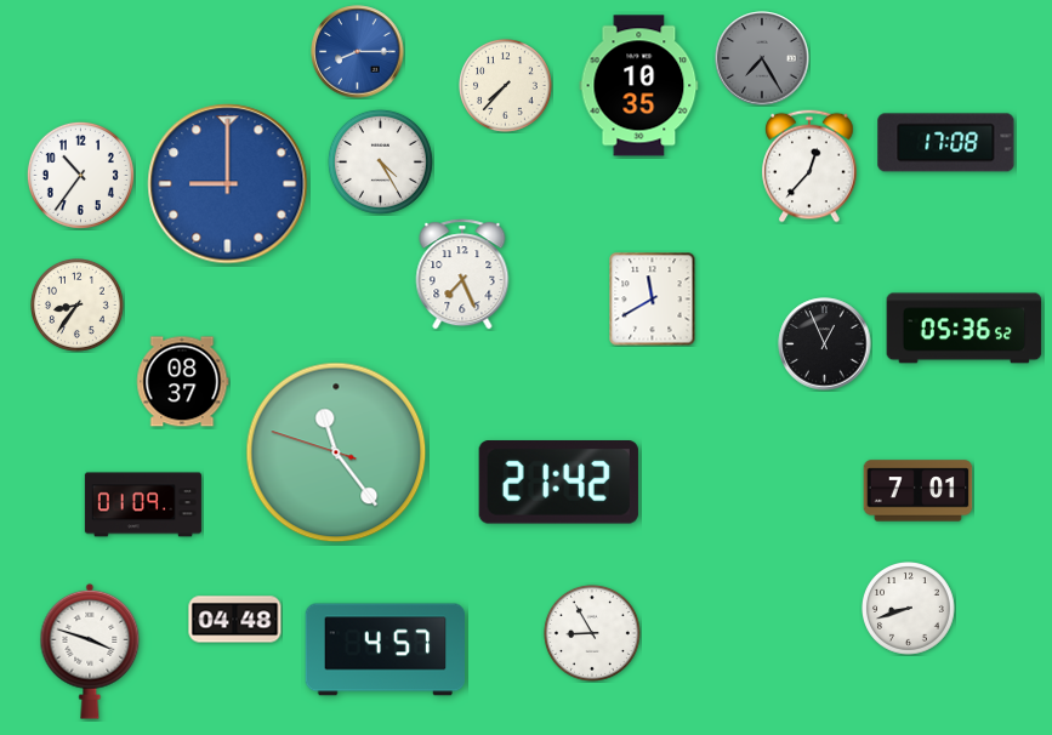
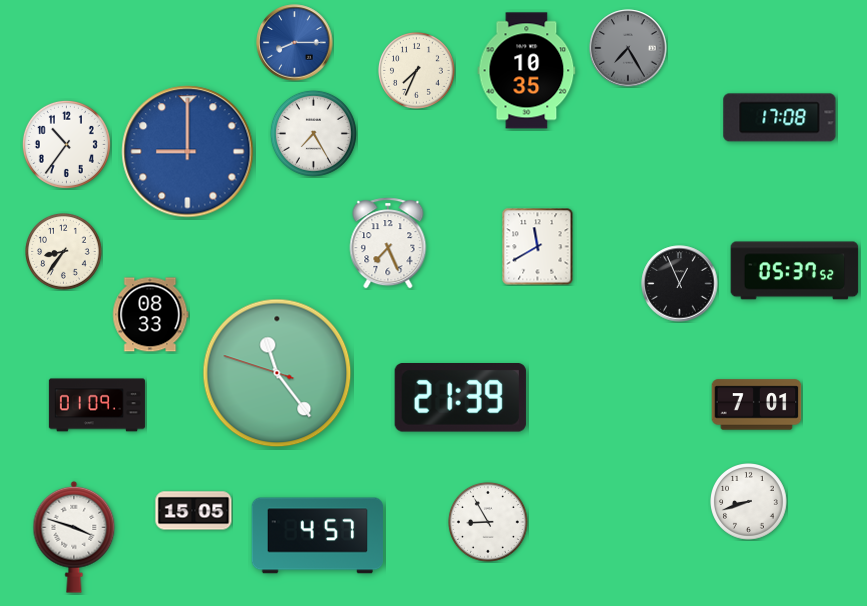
clock at (506, 86): 7:37 -> 7:34
clock at (380, 161): 4:25 -> 7:25
clock at (809, 166): 12:37 -> none
clock at (462, 274) position: (462, 274) -> (388, 243)
clock at (965, 329): 05:36 -> 05:37
clock at (183, 382): 08:37 -> 08:33
clock at (558, 483): 21:42 -> 21:39
clock at (143, 505) position: (143, 505) -> (97, 405)
clock at (235, 620): 04:48 -> 15:05
